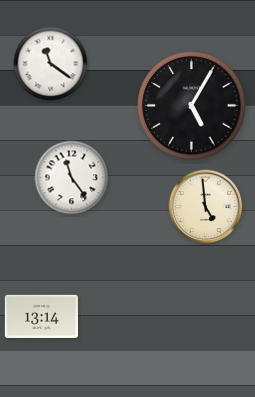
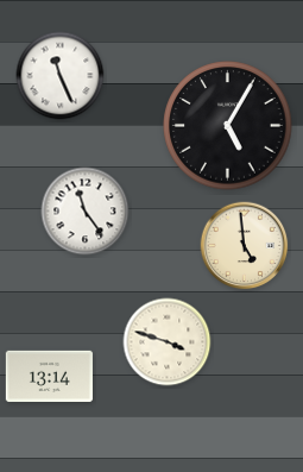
clock at (51, 64): 11:21 -> 11:26
clock at (168, 342): none -> 3:48
